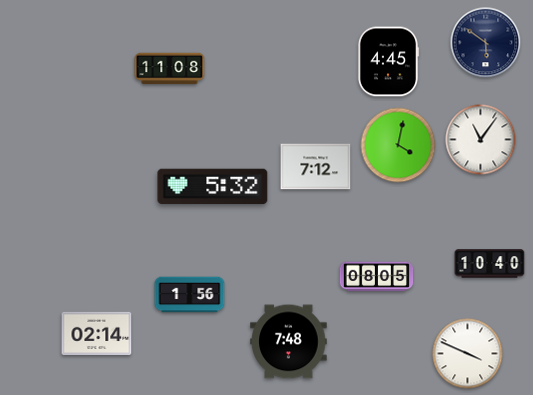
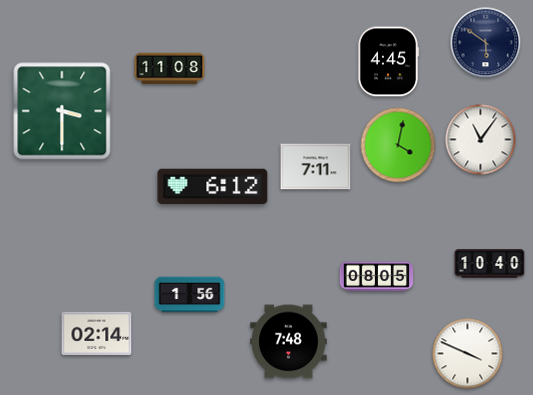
clock at (62, 111): none -> 3:30
clock at (316, 167): 7:12 -> 7:11
clock at (213, 187): 5:32 -> 6:12
